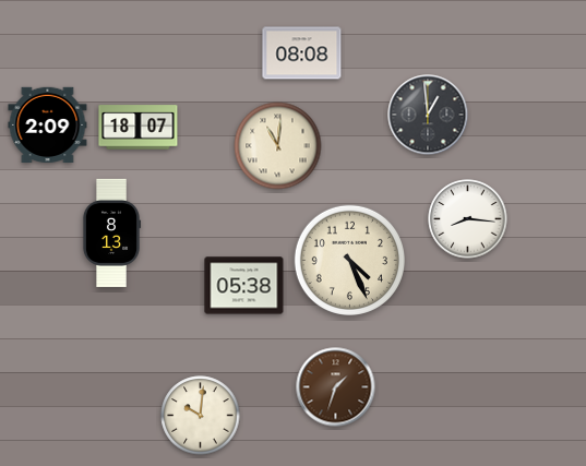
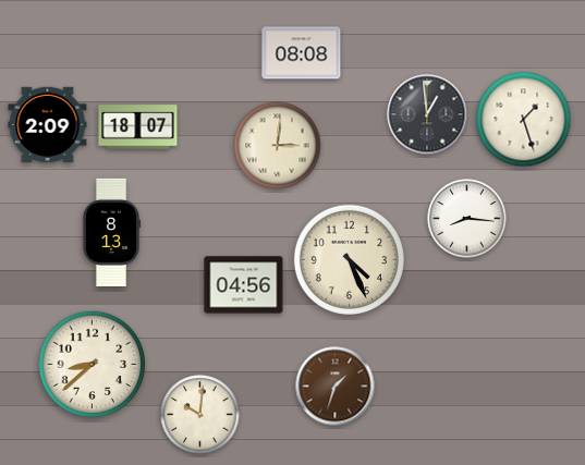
clock at (524, 120): none -> 1:27
clock at (278, 146): 11:01 -> 3:01
clock at (244, 286): 05:38 -> 04:56
clock at (93, 365): none -> 8:38
